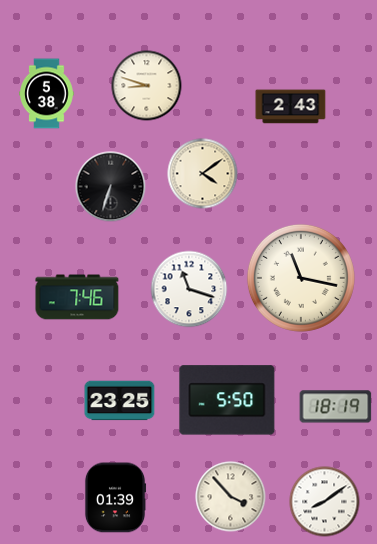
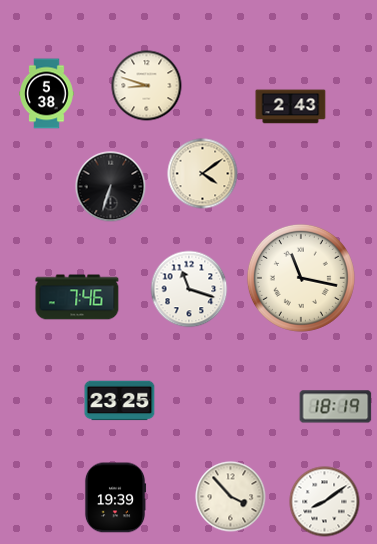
clock at (227, 400): 5:50 -> none
clock at (115, 498): 01:39 -> 19:39
